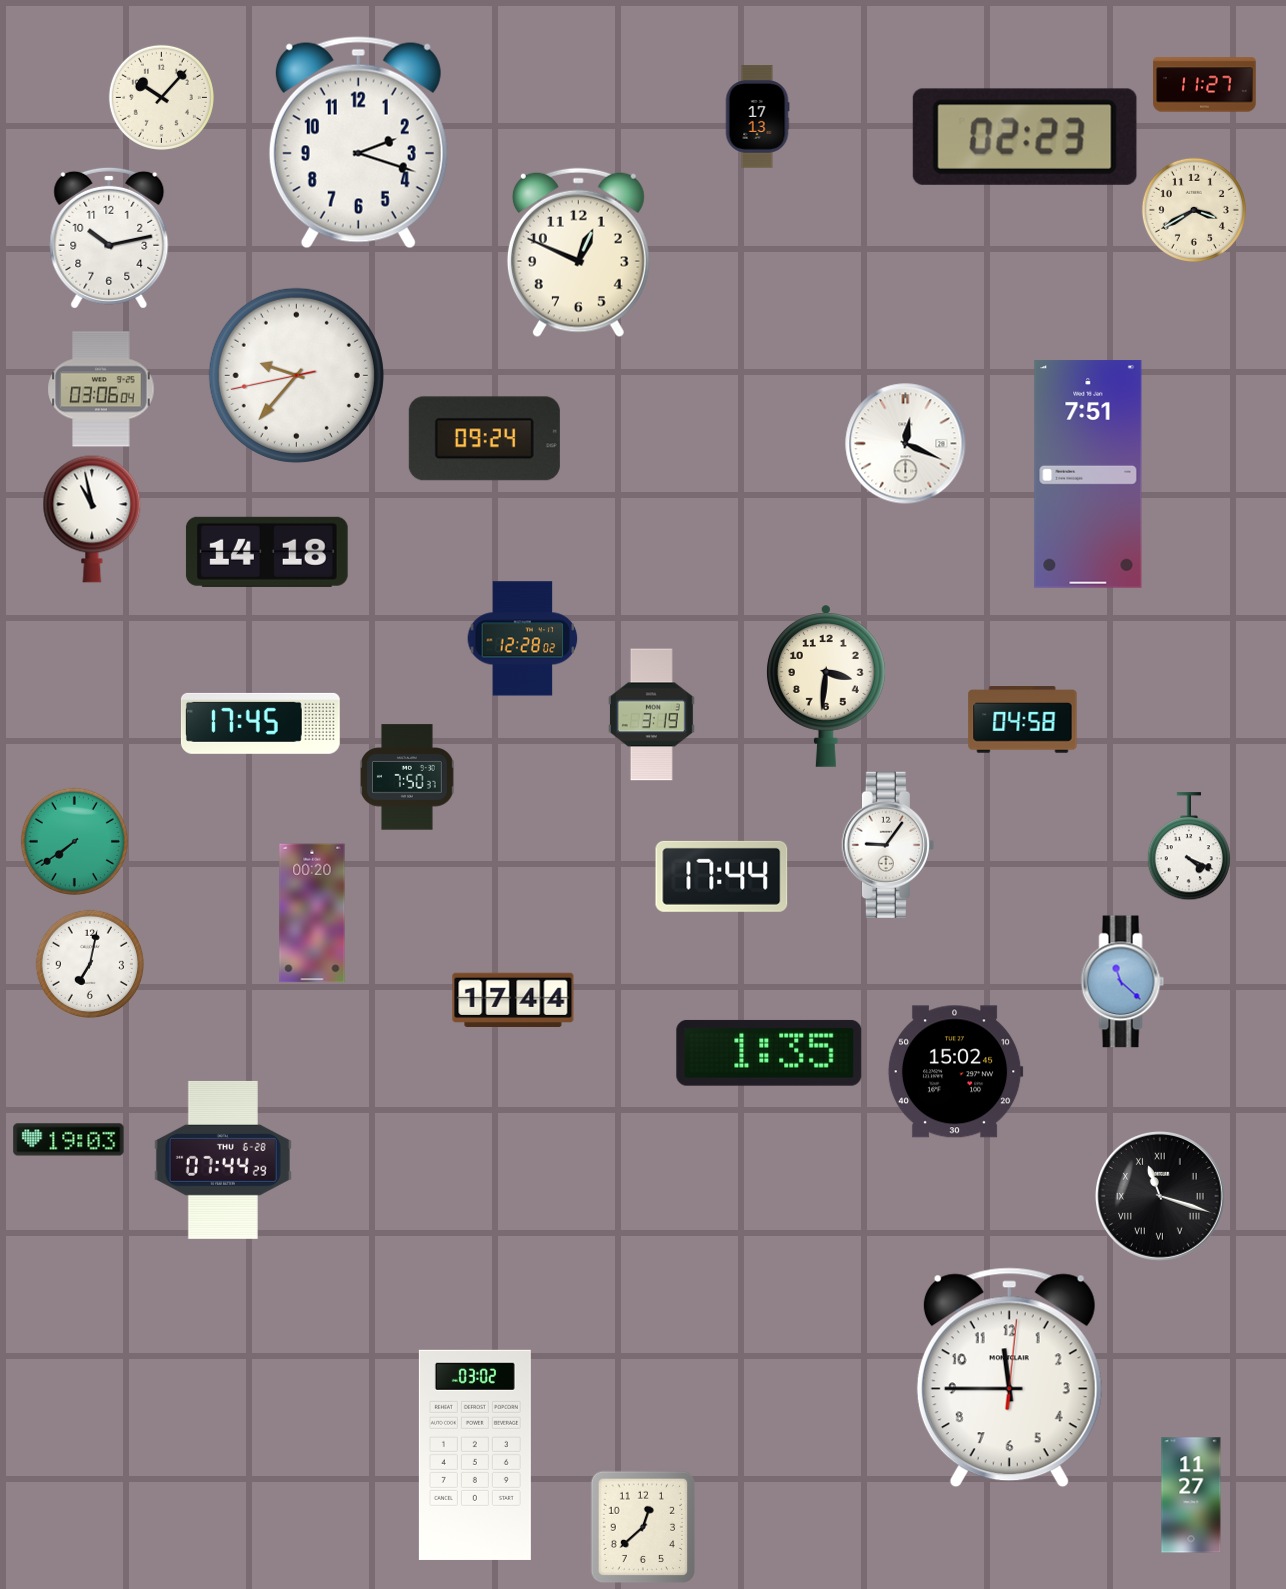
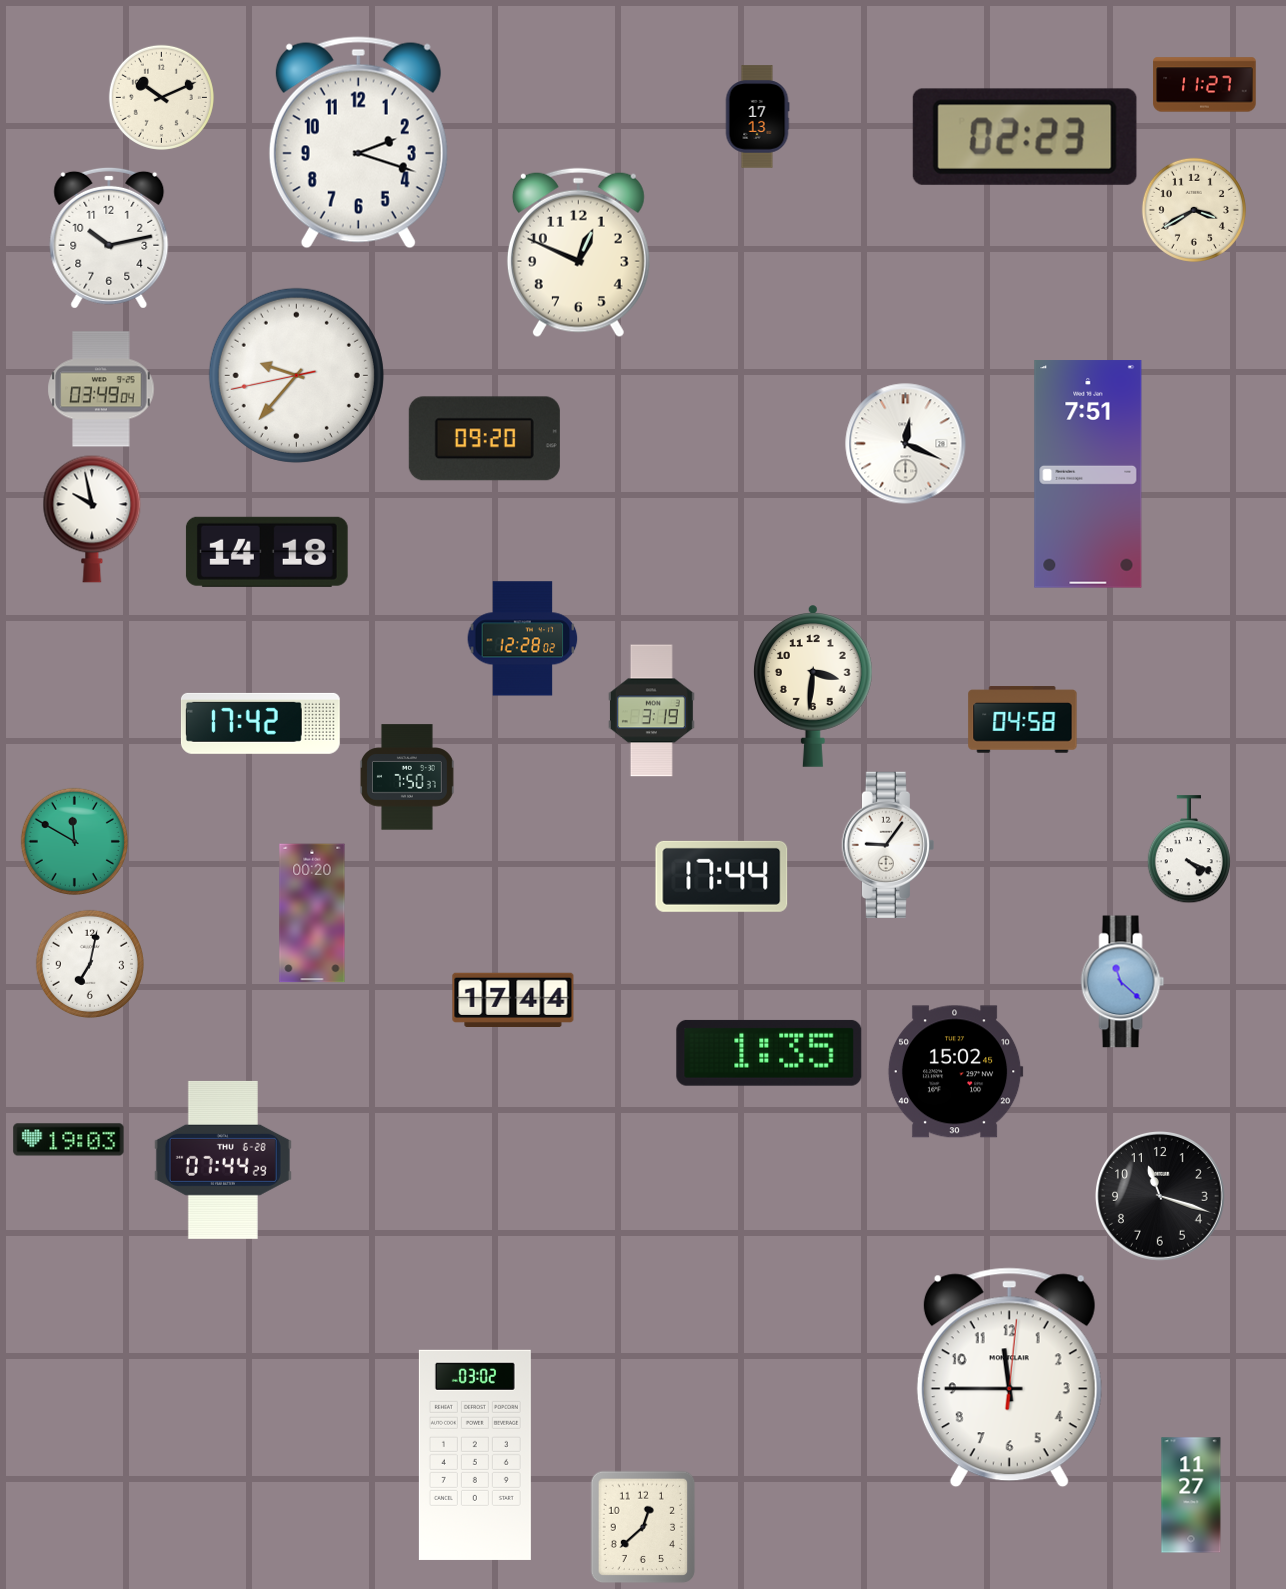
clock at (161, 97): 10:07 -> 10:11
clock at (101, 389): 03:06 -> 03:49
clock at (484, 439): 09:24 -> 09:20
clock at (92, 519): 10:58 -> 9:58
clock at (826, 686) position: (826, 686) -> (813, 686)
clock at (651, 715) position: (651, 715) -> (651, 711)
clock at (260, 723): 17:45 -> 17:42
clock at (74, 841): 7:39 -> 11:50
clock at (1189, 846) position: (1189, 846) -> (1189, 849)
clock at (1161, 1197) numerals: Roman -> Arabic
